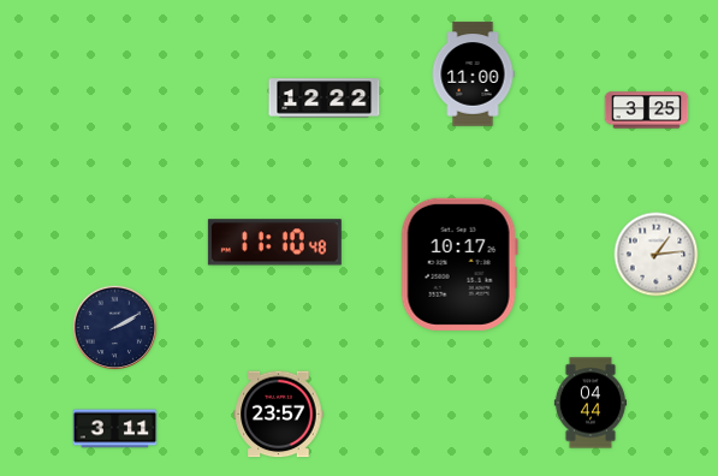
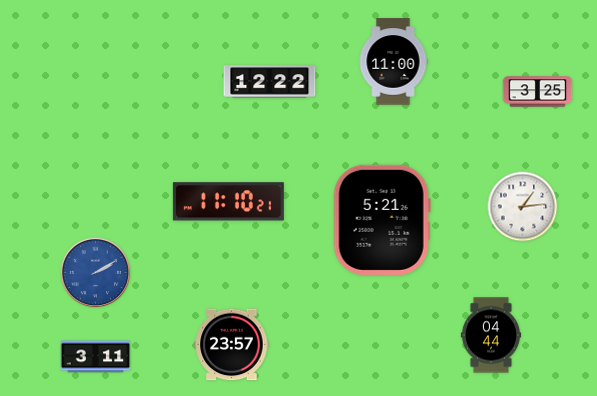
clock at (274, 243): 11:10:48 -> 11:10:21
clock at (657, 255) position: (657, 255) -> (523, 207)
clock at (459, 264): 10:17 -> 5:21
clock at (115, 328) dial: navy -> blue
